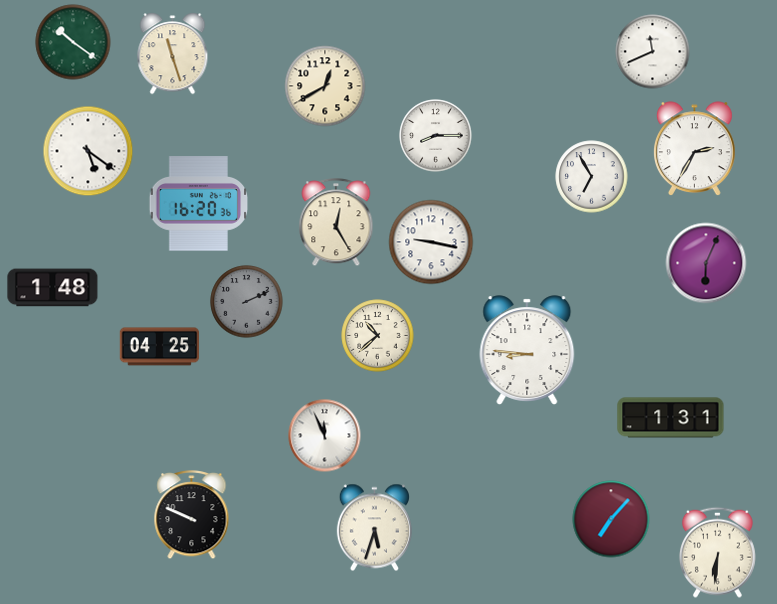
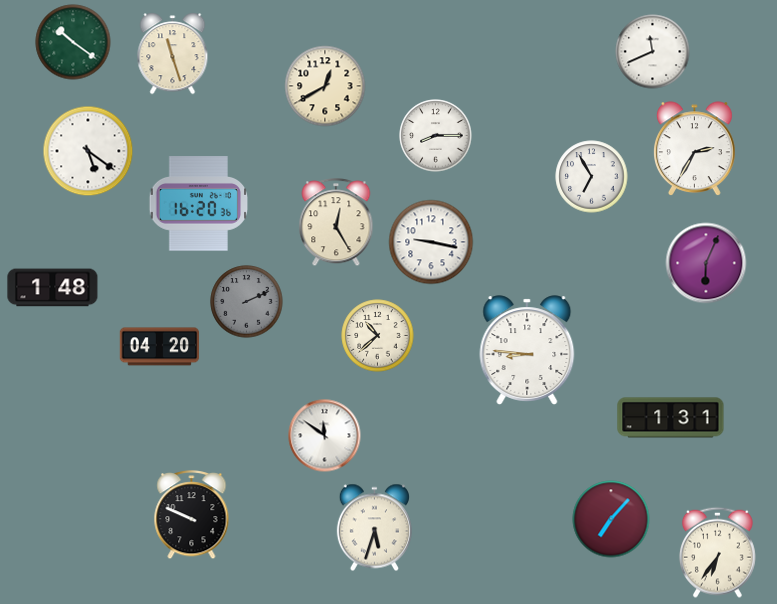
clock at (160, 347): 04:25 -> 04:20
clock at (325, 436): 11:56 -> 11:51
clock at (717, 552): 6:31 -> 6:36
